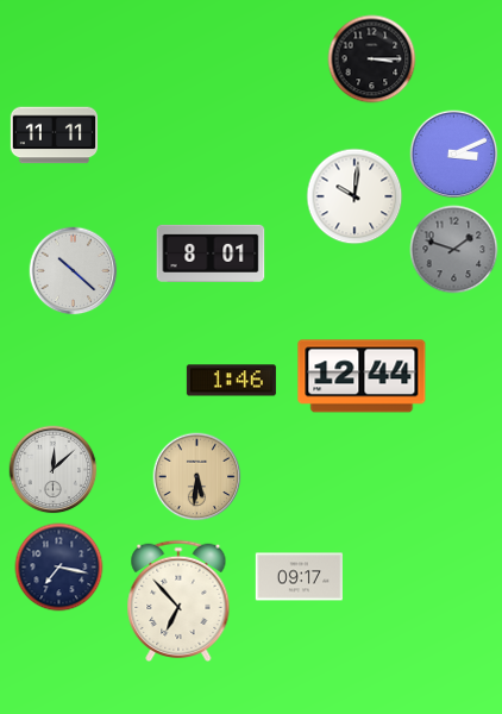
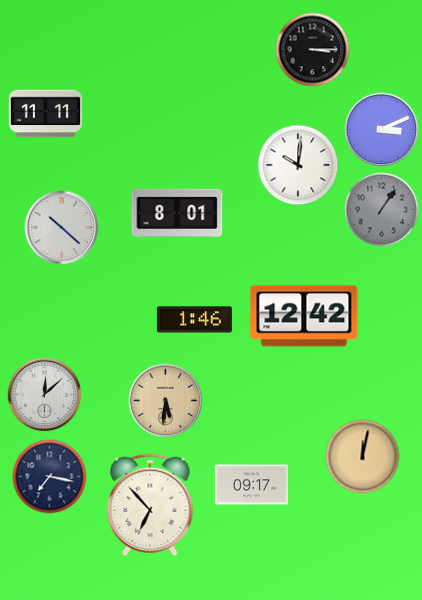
clock at (454, 250): 1:48 -> 1:06
clock at (362, 376): 12:44 -> 12:42
clock at (363, 457): none -> 12:02
